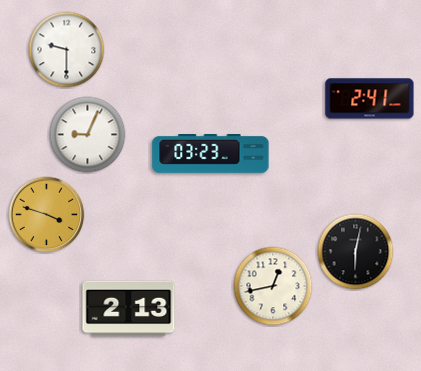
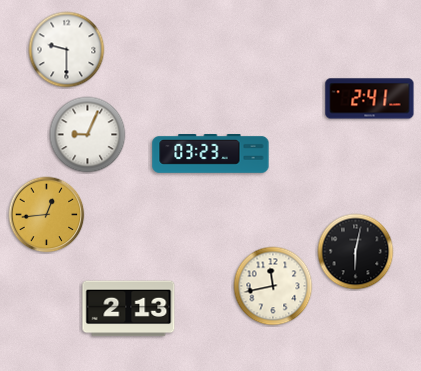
clock at (47, 215): 3:48 -> 12:44
clock at (273, 286): 12:43 -> 11:43
